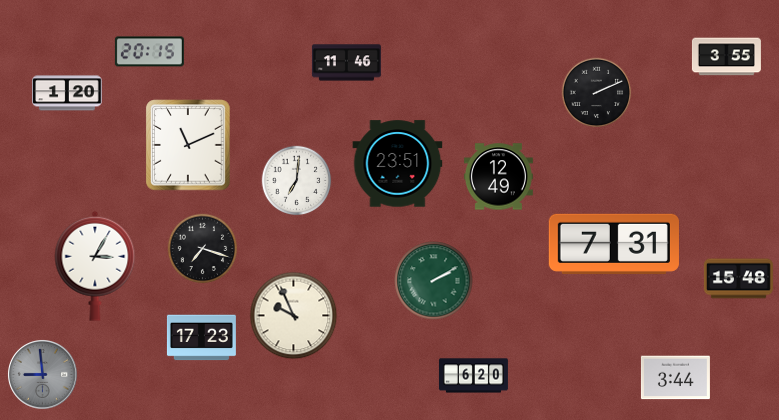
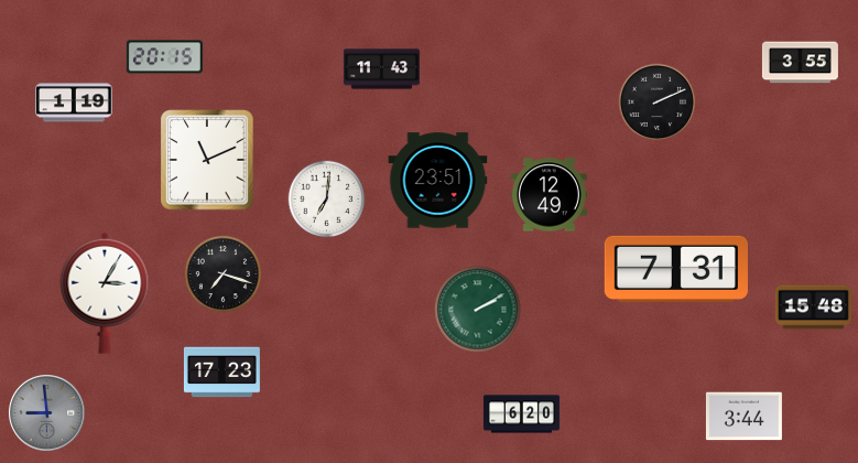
clock at (346, 63): 11:46 -> 11:43
clock at (68, 93): 1:20 -> 1:19
clock at (294, 316): 9:56 -> none
